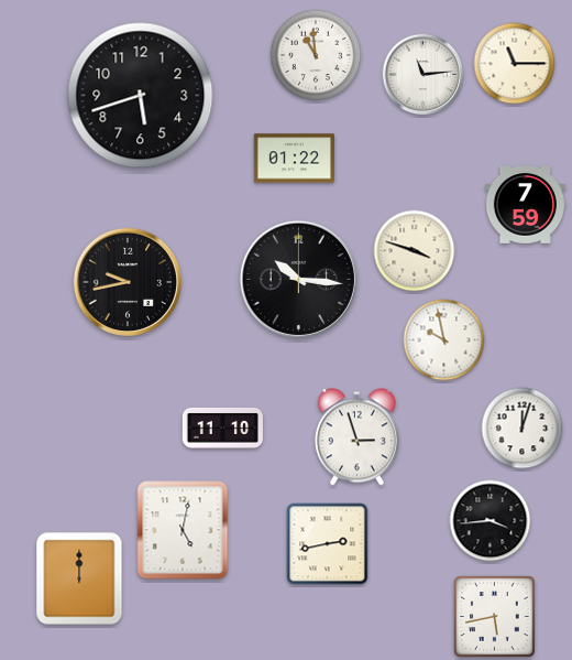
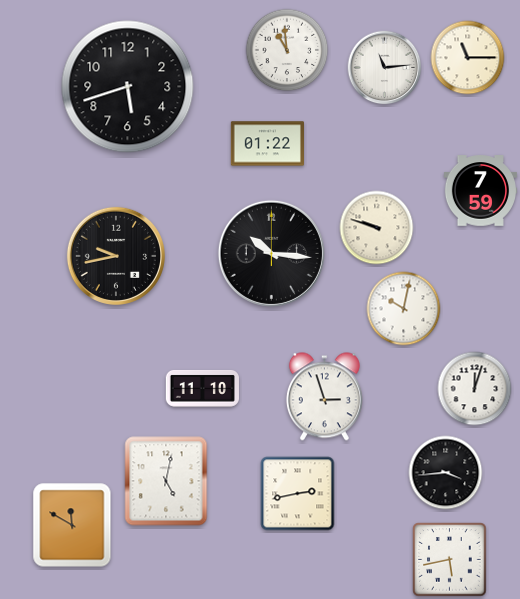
clock at (525, 205) position: (525, 205) -> (480, 191)
clock at (415, 251): 3:48 -> 9:48
clock at (444, 340): 9:58 -> 10:02
clock at (79, 578): 12:00 -> 11:50
